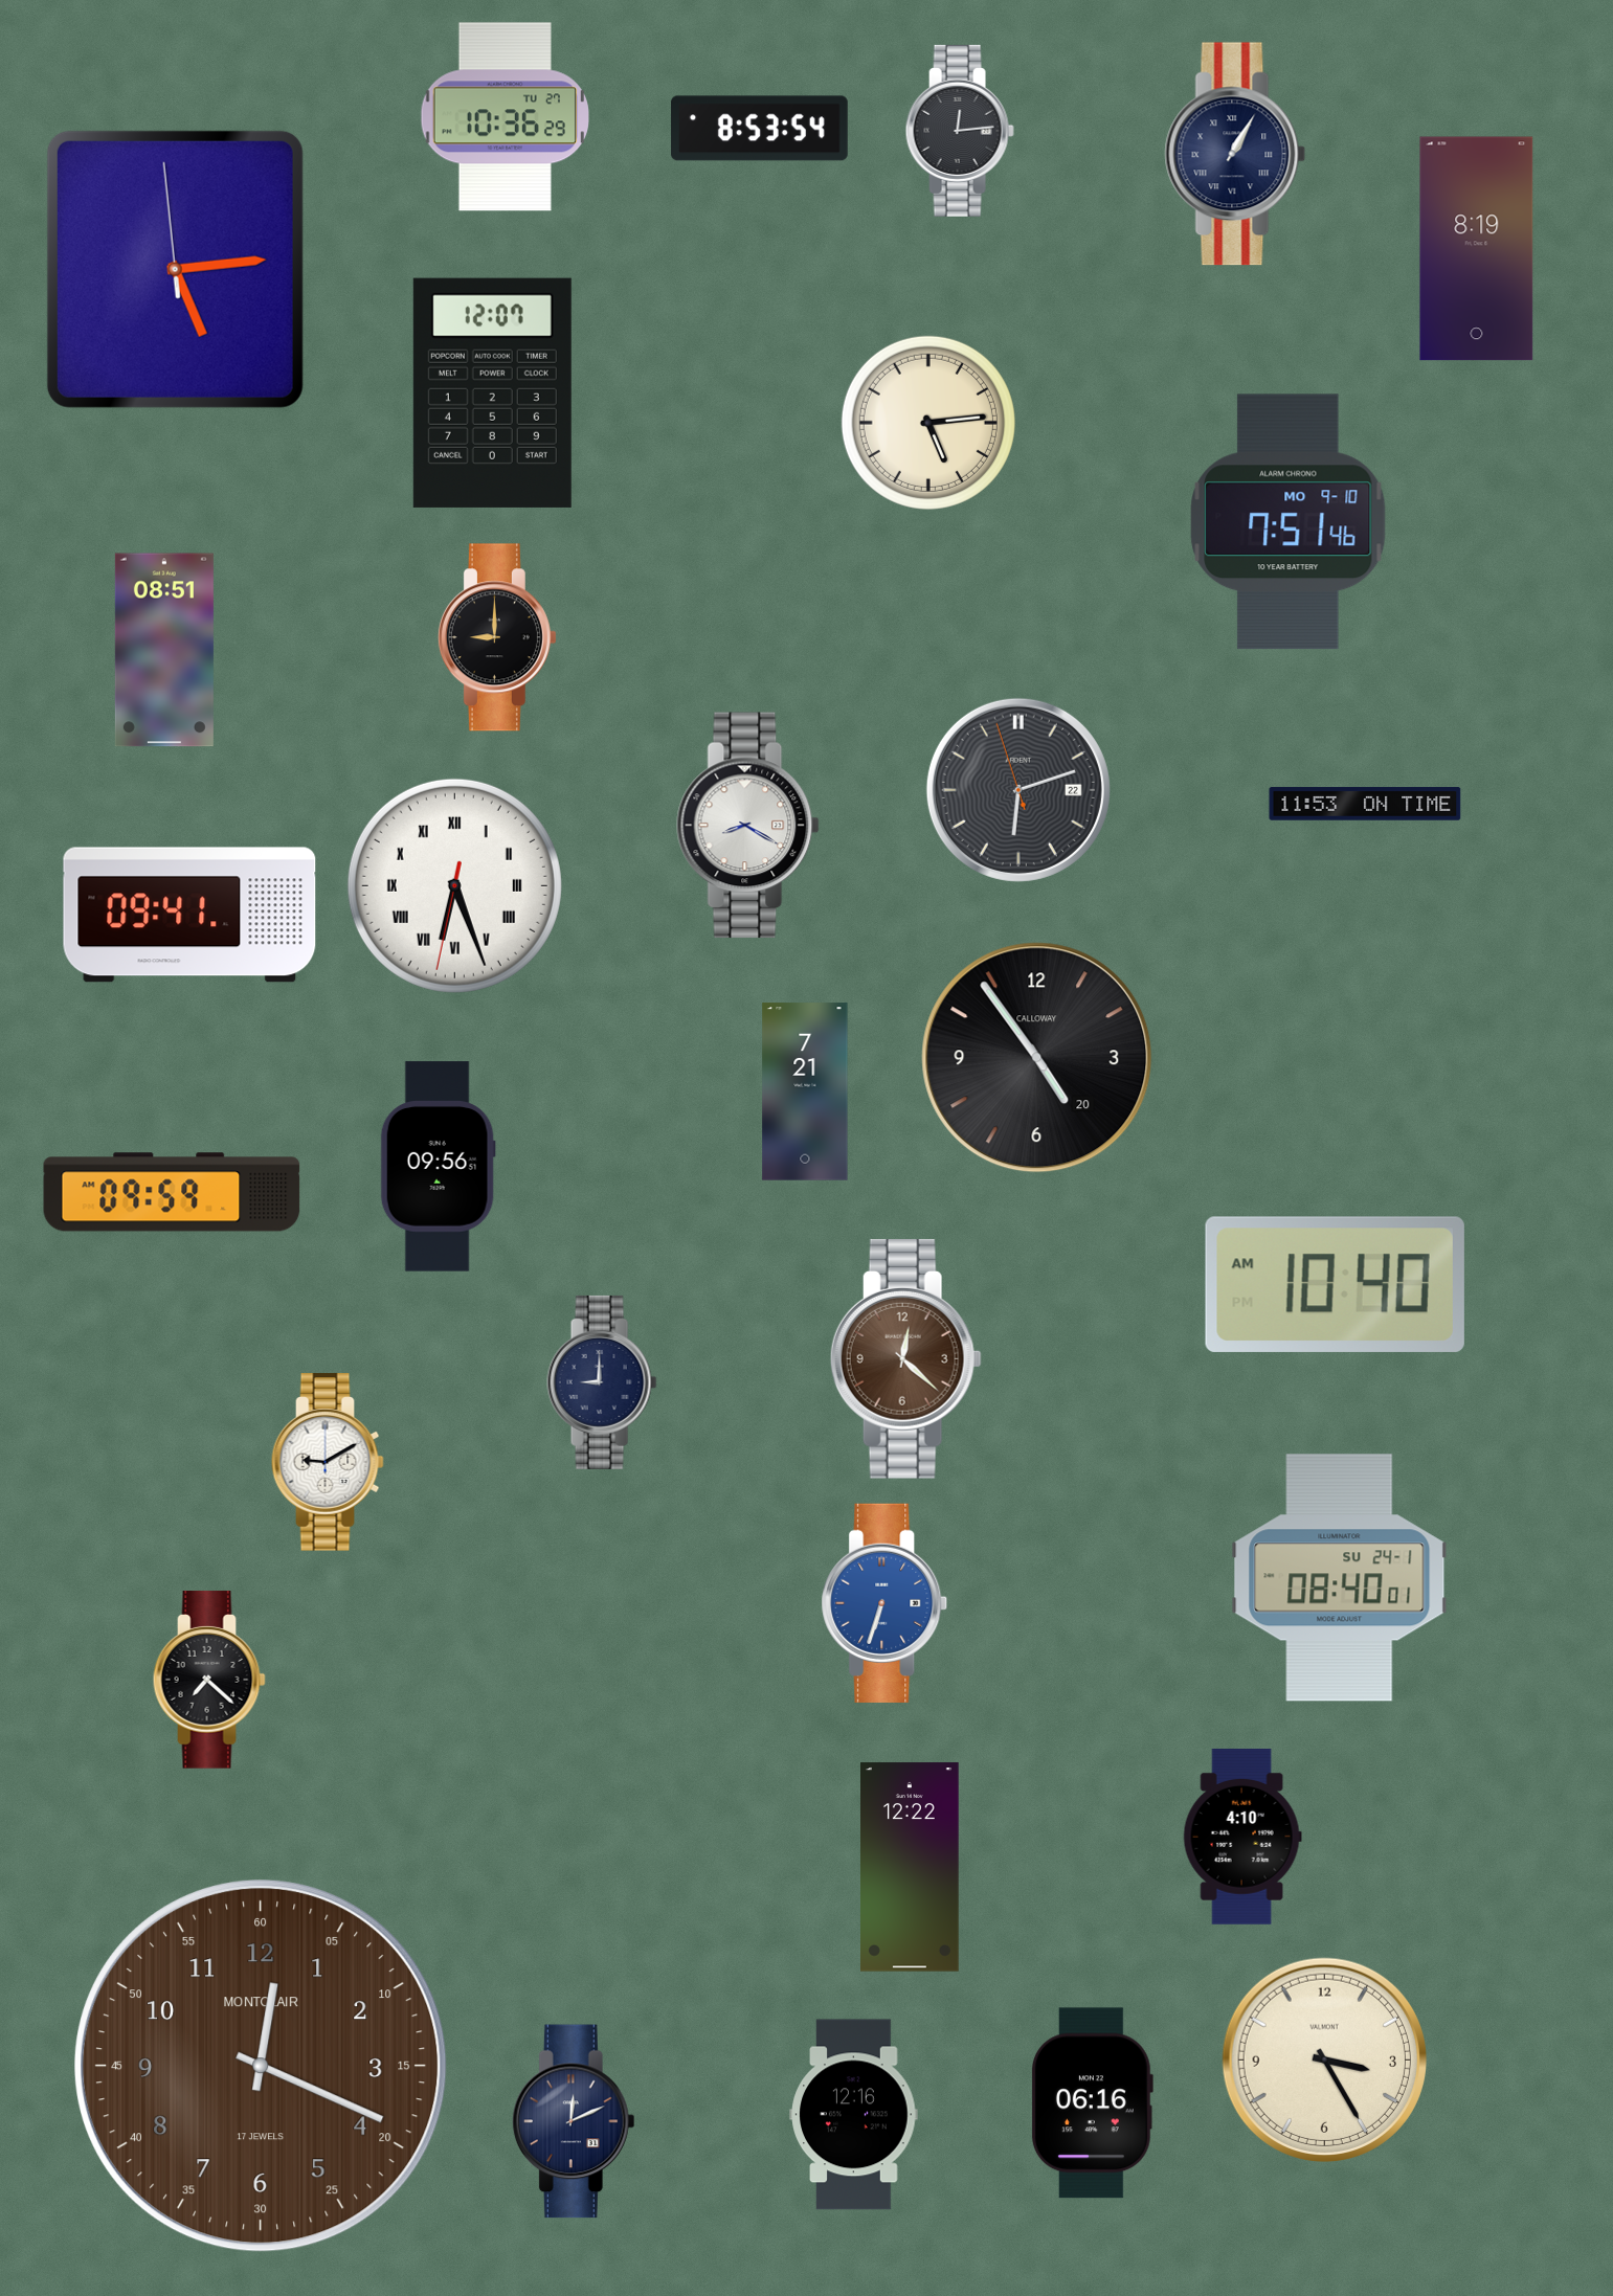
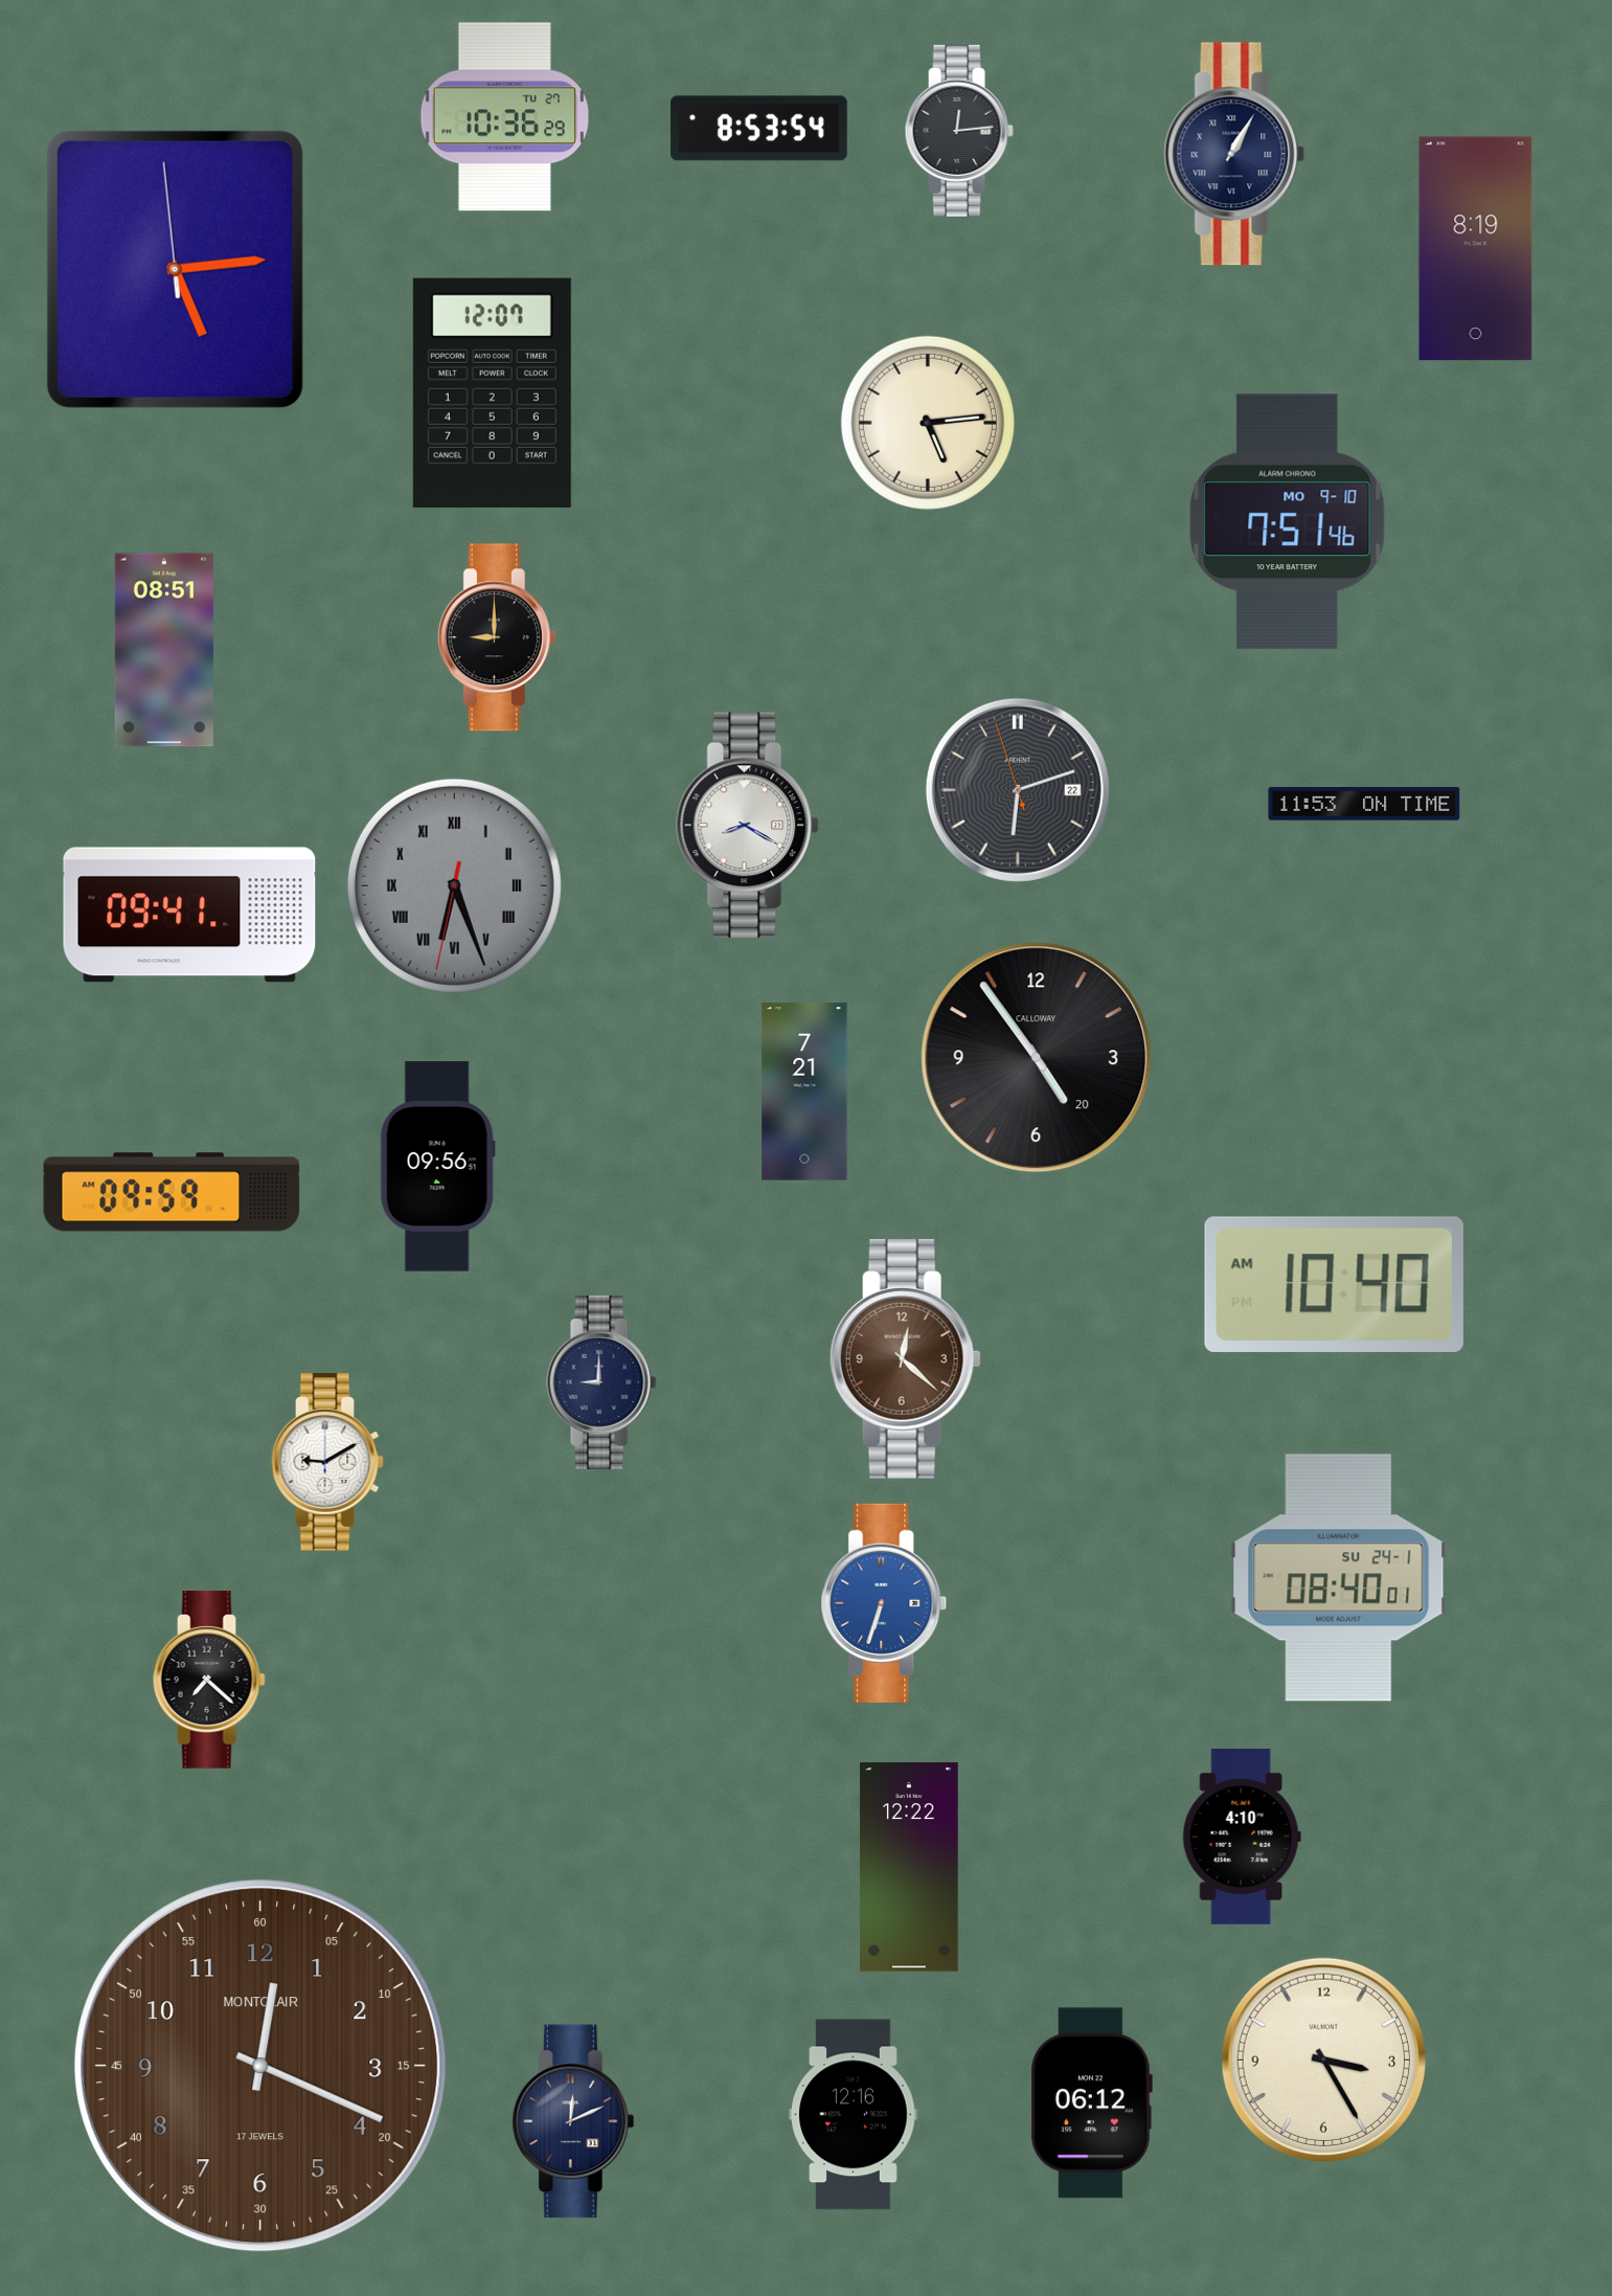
clock at (454, 885) dial: white -> grey
clock at (1092, 2103): 06:16 -> 06:12
